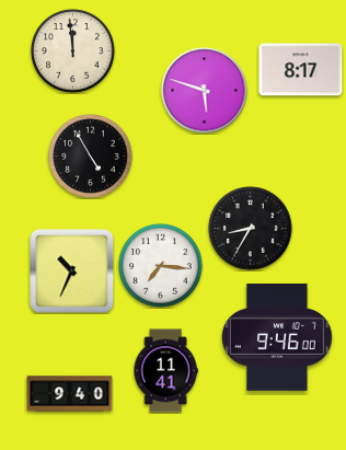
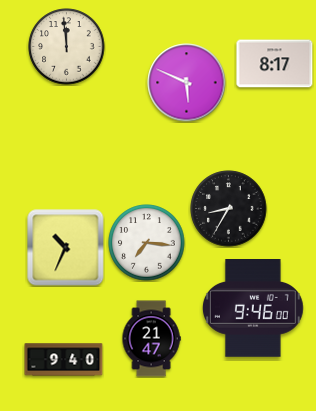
clock at (205, 91): 5:48 -> 5:49
clock at (91, 157): 4:55 -> none
clock at (165, 371): 11:41 -> 21:47
